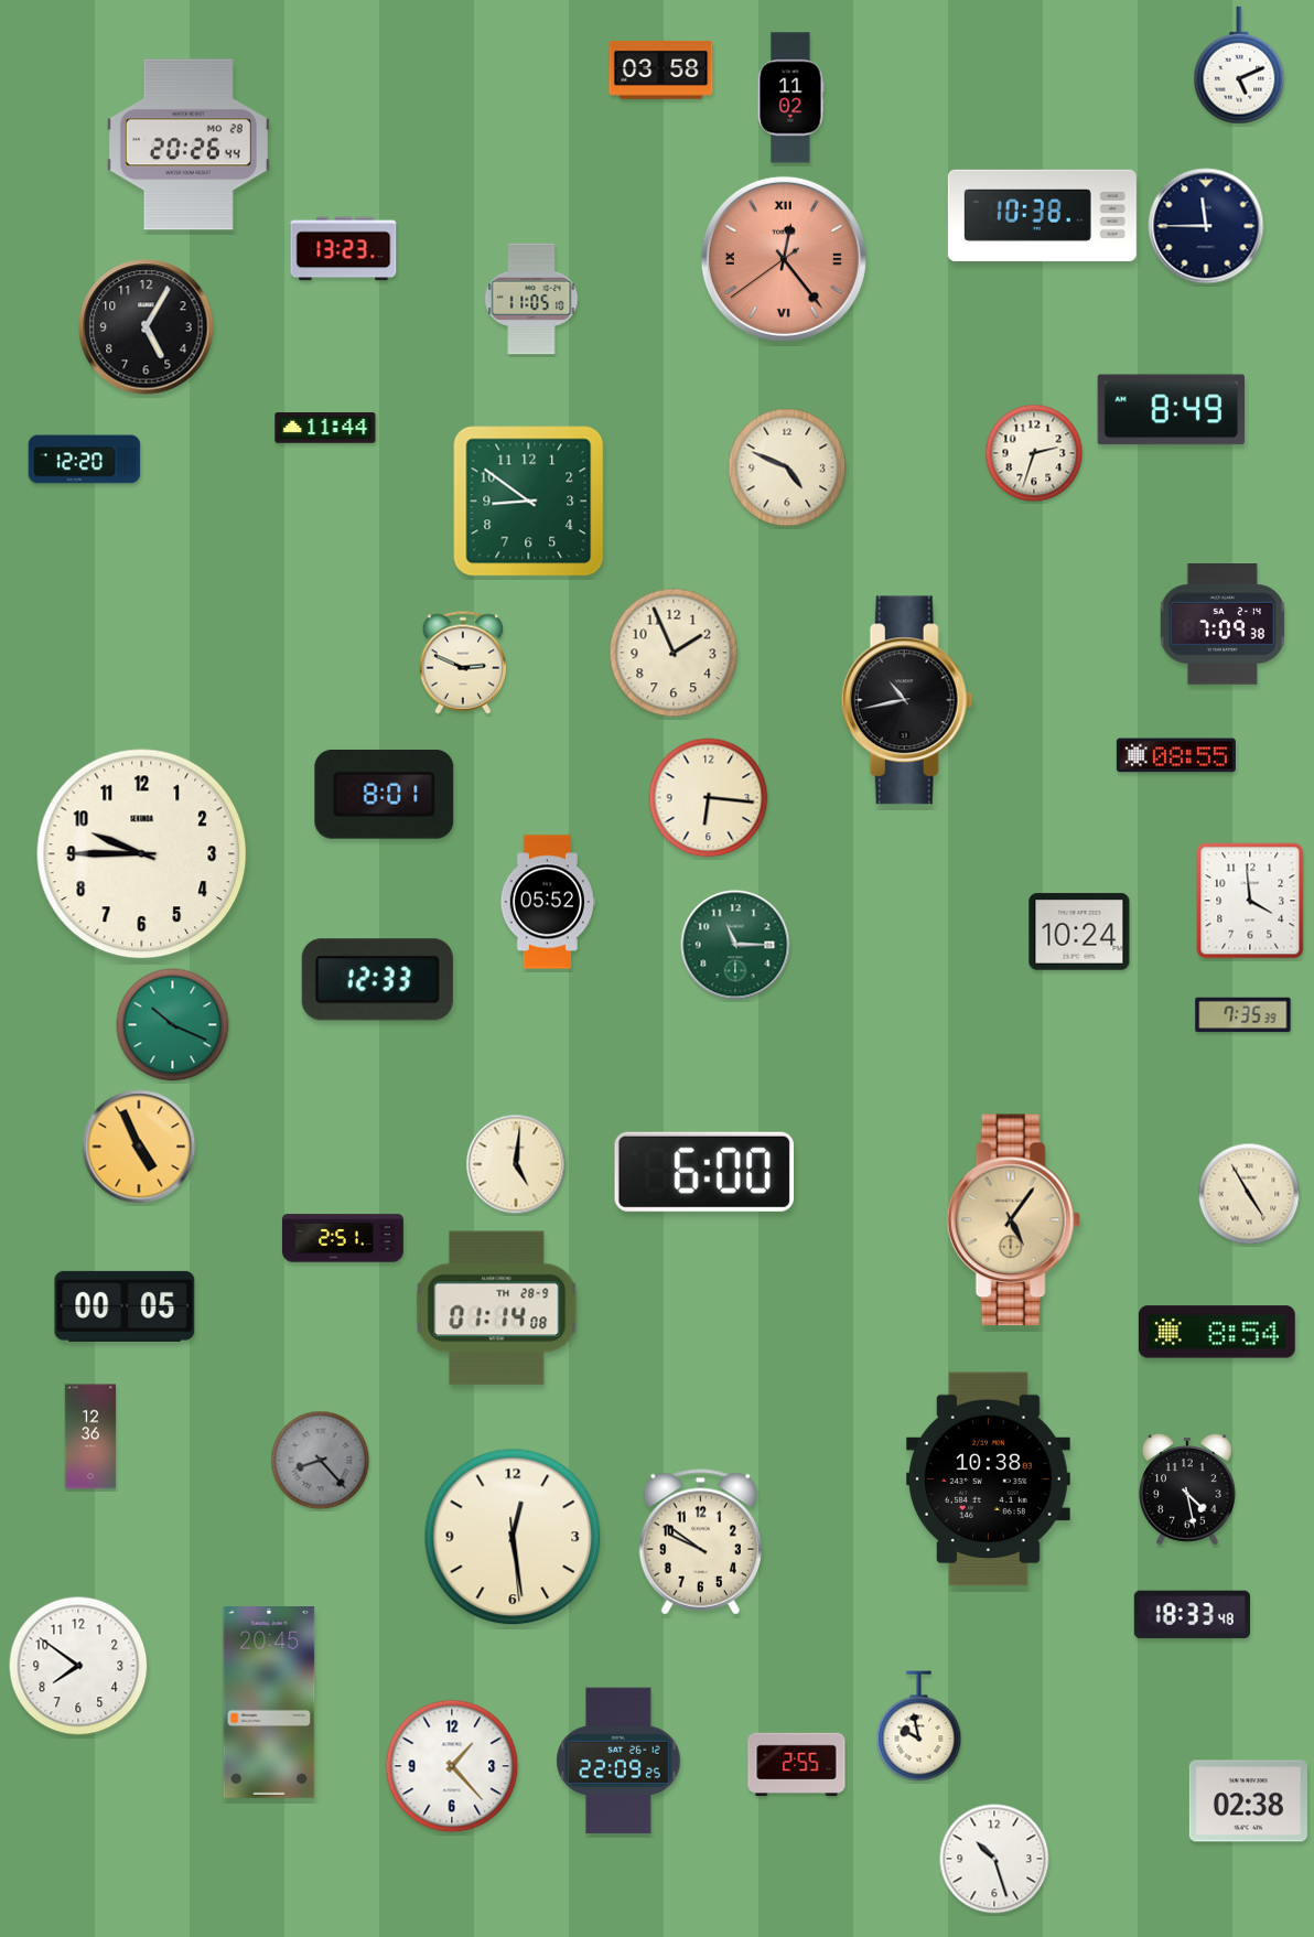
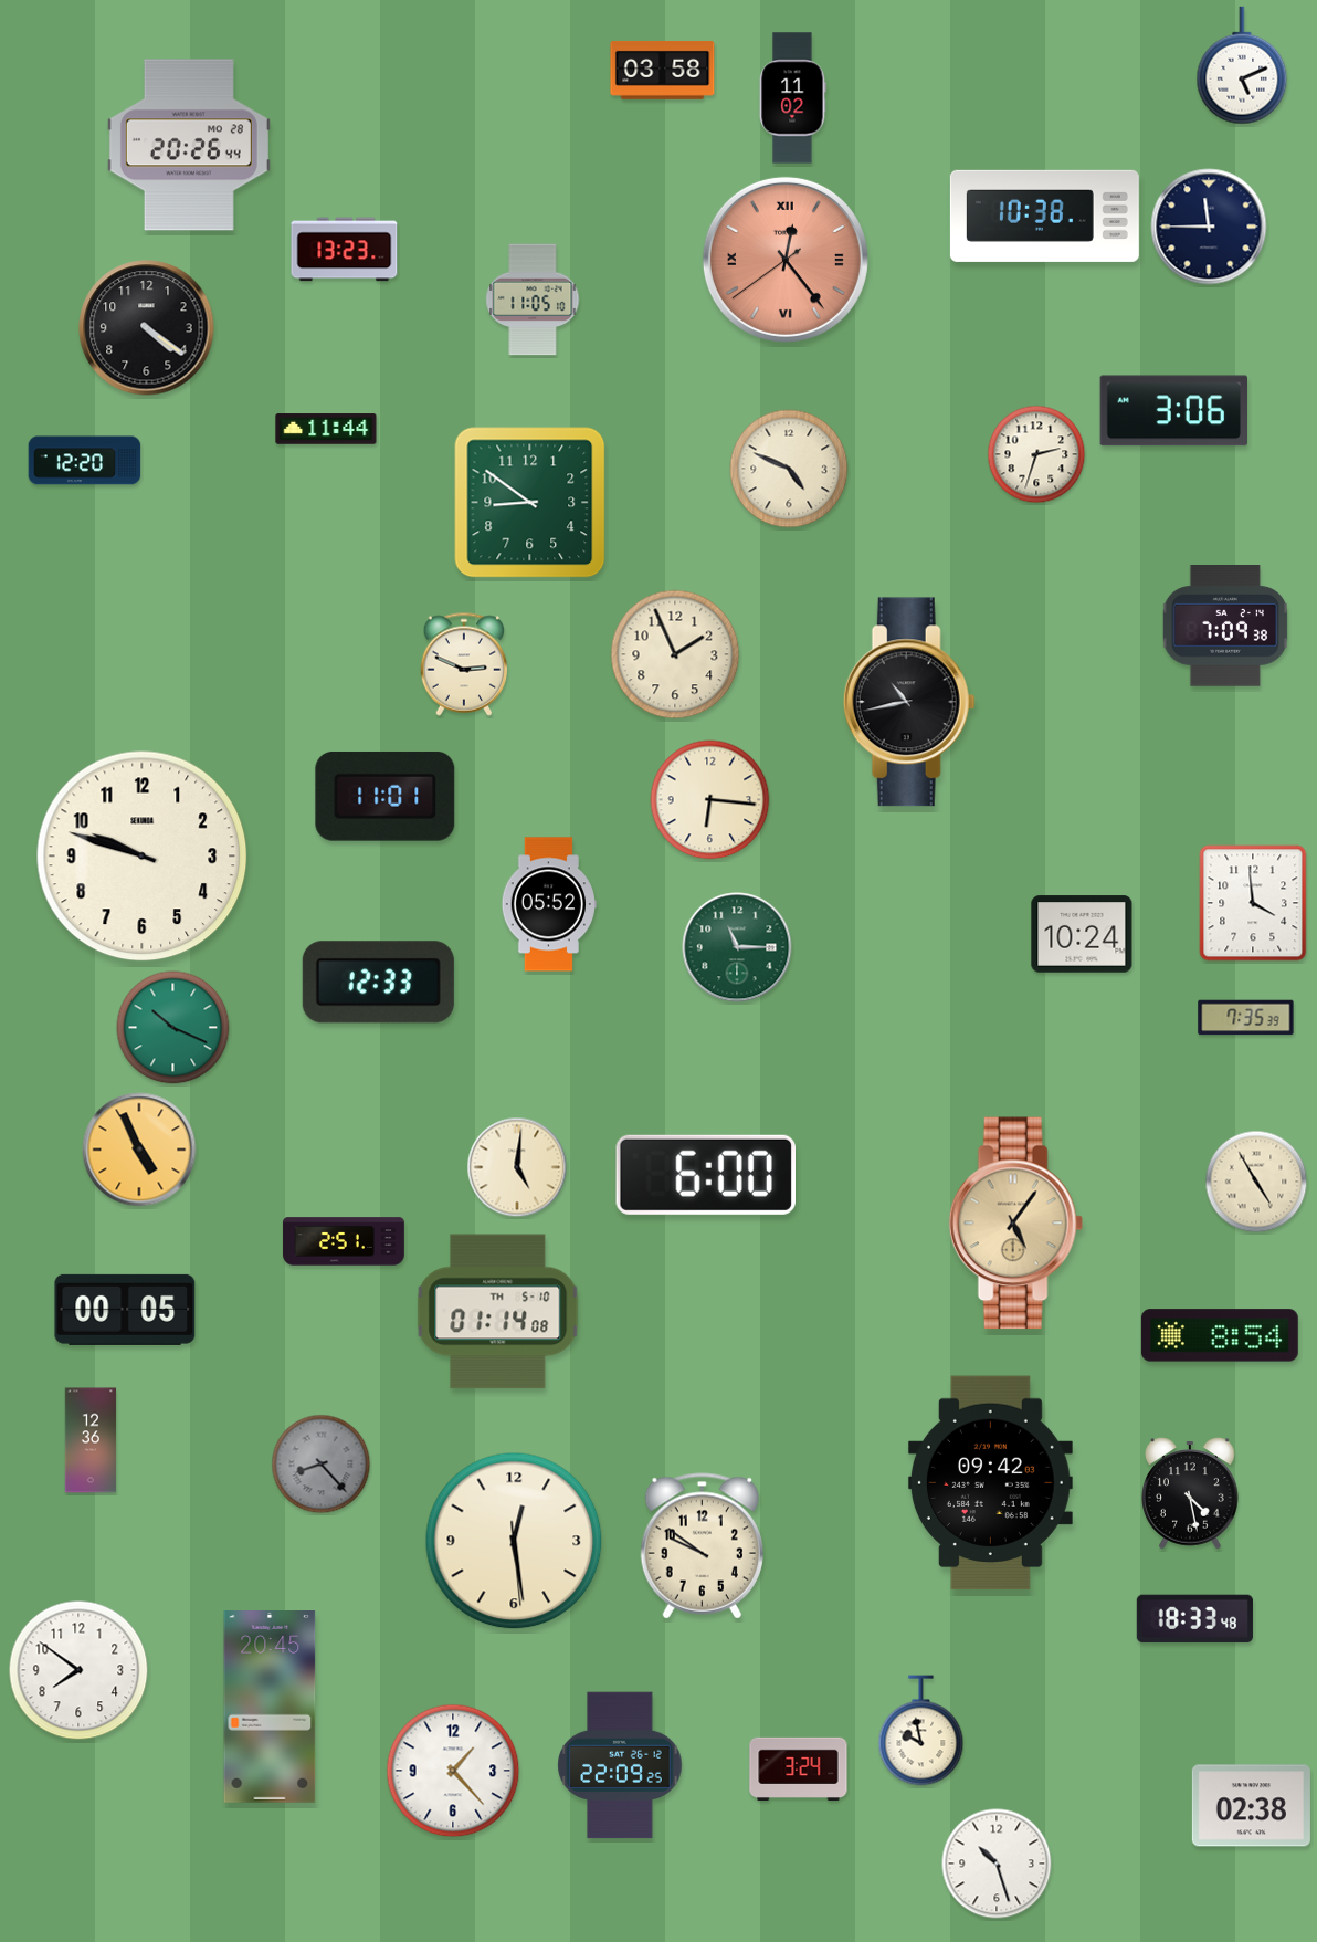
clock at (147, 327): 5:05 -> 4:21
clock at (1172, 410): 8:49 -> 3:06
clock at (1176, 755): 08:55 -> none
clock at (385, 794): 8:01 -> 11:01
clock at (142, 854): 9:45 -> 9:48
clock at (1249, 1194) position: (1249, 1194) -> (1256, 1182)
clock at (497, 1309) date: TH 28-9 -> TH 5-10
clock at (988, 1479): 10:38 -> 09:42
clock at (797, 1765): 2:55 -> 3:24
